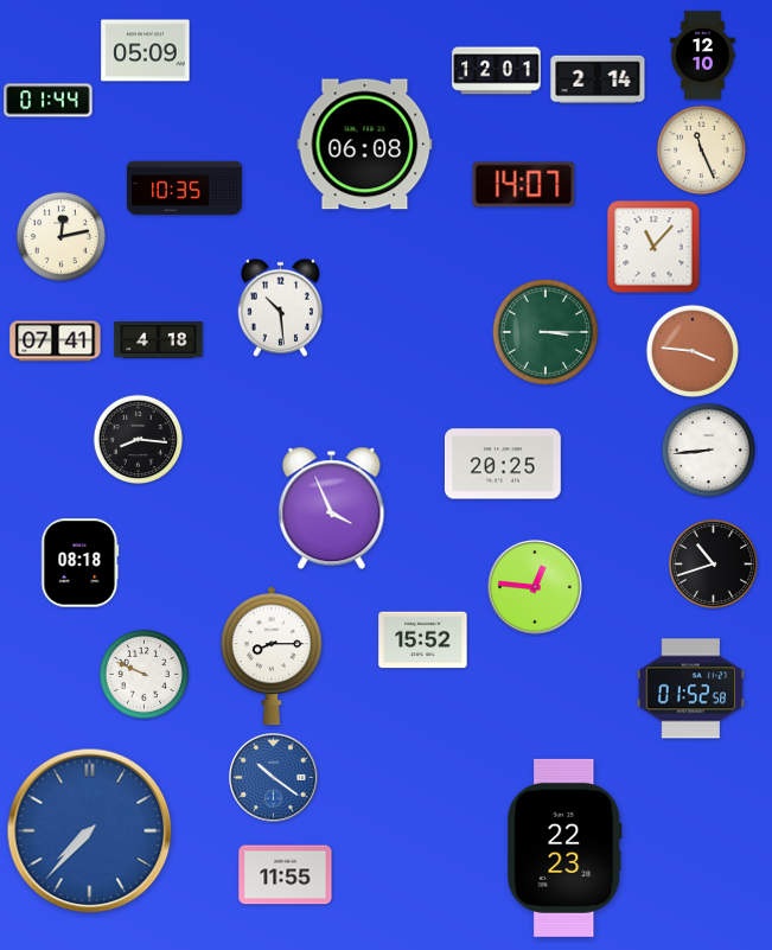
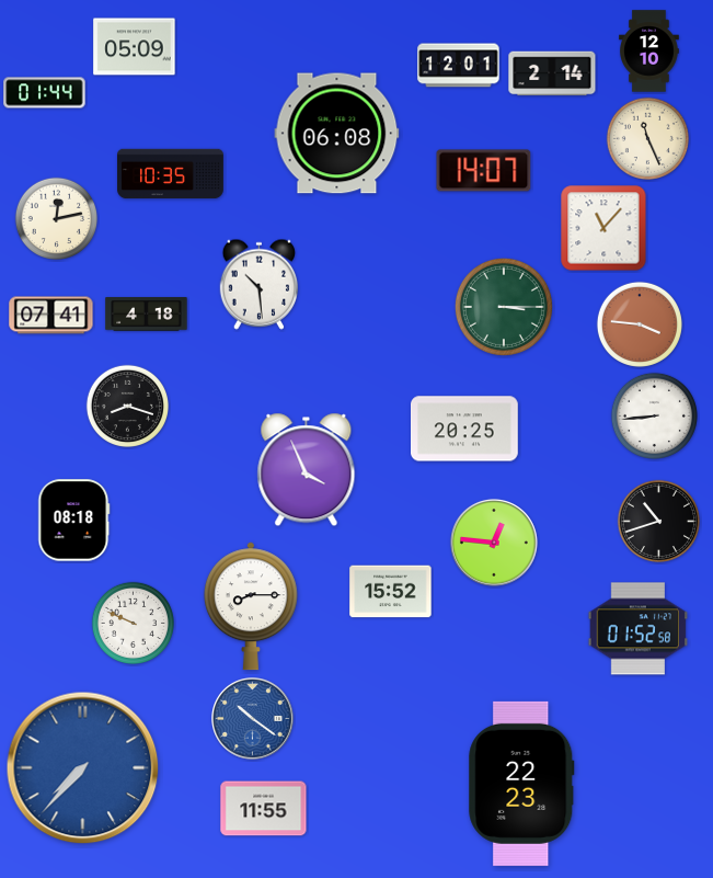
clock at (138, 439): 8:16 -> 8:18
clock at (691, 689) position: (691, 689) -> (639, 629)
